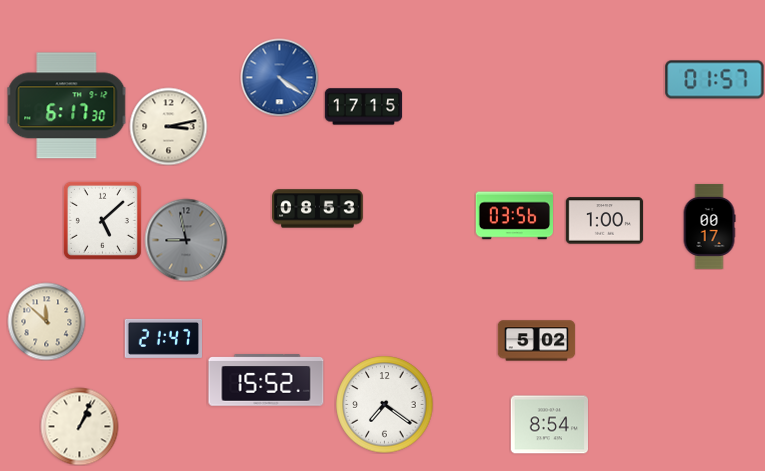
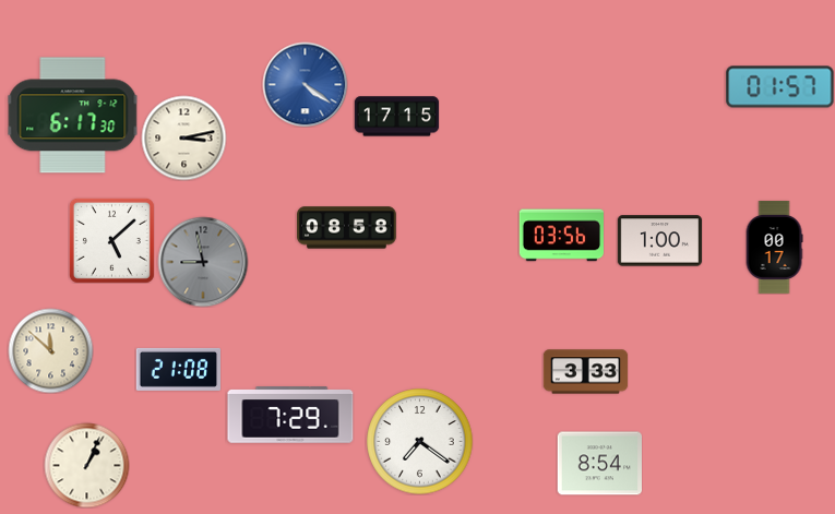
clock at (318, 209): 08:53 -> 08:58
clock at (163, 338): 21:47 -> 21:08
clock at (536, 341): 5:02 -> 3:33
clock at (266, 380): 15:52 -> 7:29
